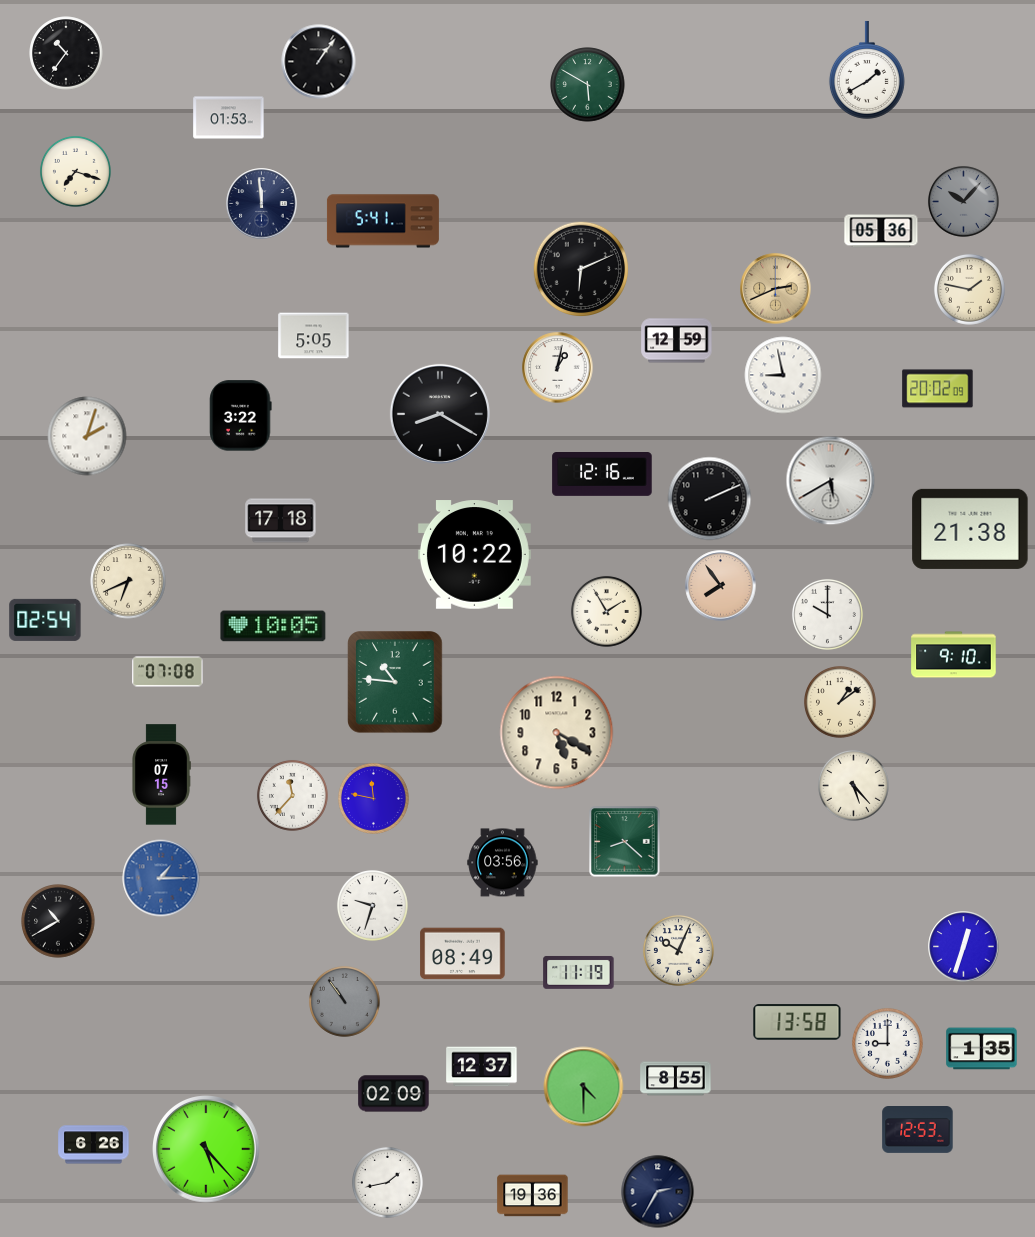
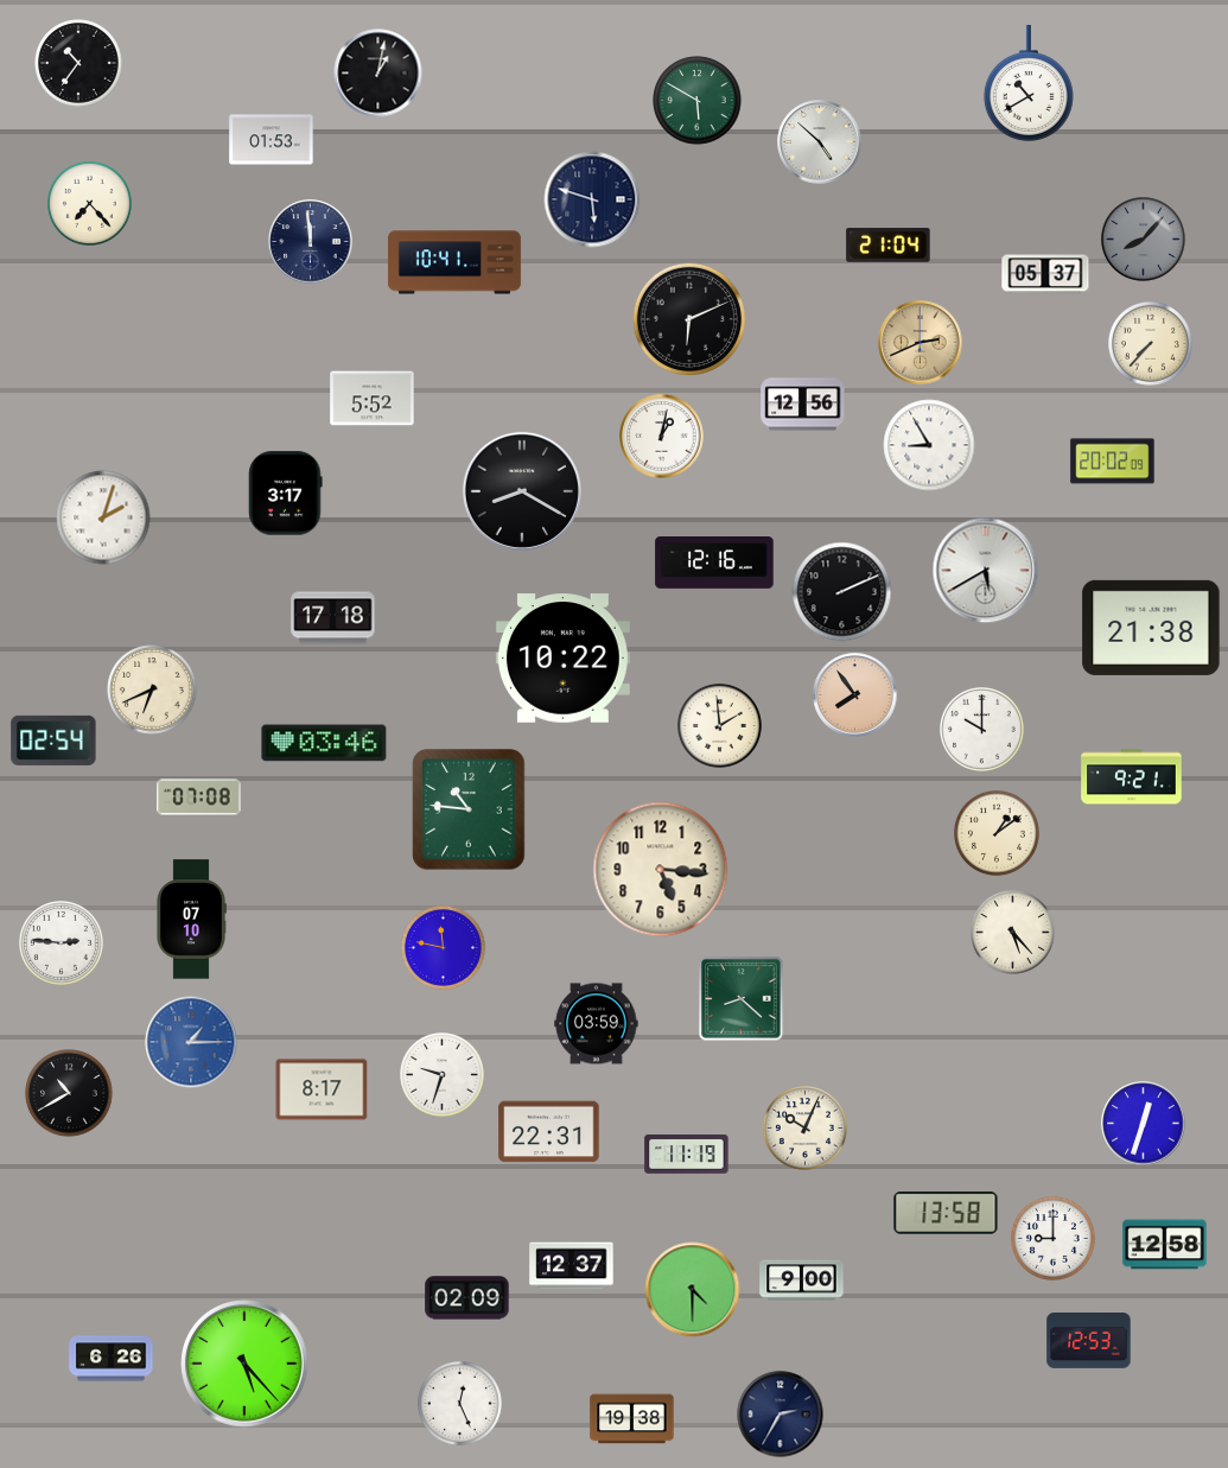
clock at (319, 62): 1:06 -> 1:02
clock at (867, 70): 1:40 -> 10:40
clock at (820, 142): none -> 4:52
clock at (592, 199): none -> 5:48
clock at (75, 171): 7:18 -> 7:23
clock at (963, 201): 10:07 -> 8:07
clock at (889, 246): none -> 21:04
clock at (383, 221): 5:41 -> 10:41
clock at (881, 231): 05:36 -> 05:37
clock at (969, 289): 1:47 -> 7:37
clock at (314, 336): 5:05 -> 5:52
clock at (677, 341): 12:59 -> 12:56
clock at (783, 375): 8:58 -> 8:55
clock at (241, 416): 3:22 -> 3:17
clock at (606, 611): 1:55 -> 1:59
clock at (45, 620) position: (45, 620) -> (53, 741)
clock at (273, 626): 10:05 -> 03:46
clock at (954, 655): 9:10 -> 9:21
clock at (557, 733): 5:20 -> 5:16
clock at (161, 775): 07:15 -> 07:10
clock at (61, 942): none -> 2:46
clock at (292, 795): 11:37 -> none
clock at (503, 863): 03:56 -> 03:59
clock at (322, 1089): none -> 8:17
clock at (463, 954): 08:49 -> 22:31
clock at (344, 1001): 10:54 -> none
clock at (982, 1049): 1:35 -> 12:58
clock at (676, 1079): 8:55 -> 9:00
clock at (387, 1182): 1:43 -> 12:26
clock at (533, 1196): 19:36 -> 19:38
